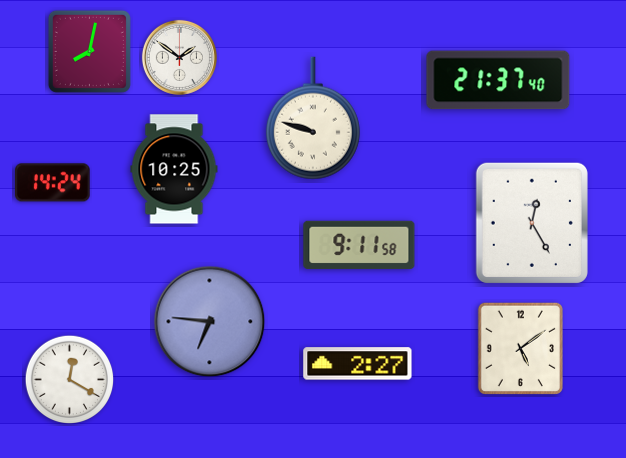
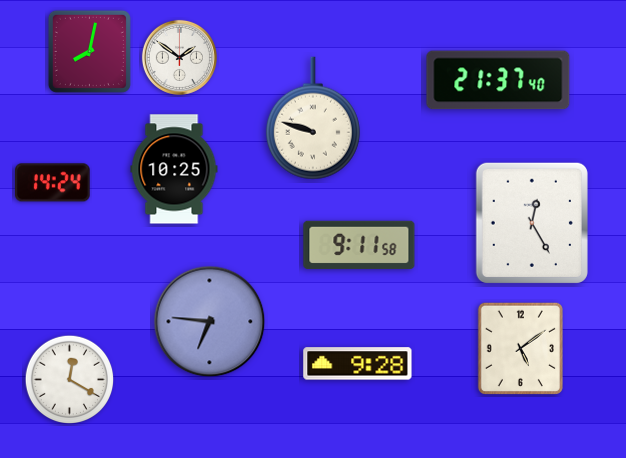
clock at (358, 364): 2:27 -> 9:28
